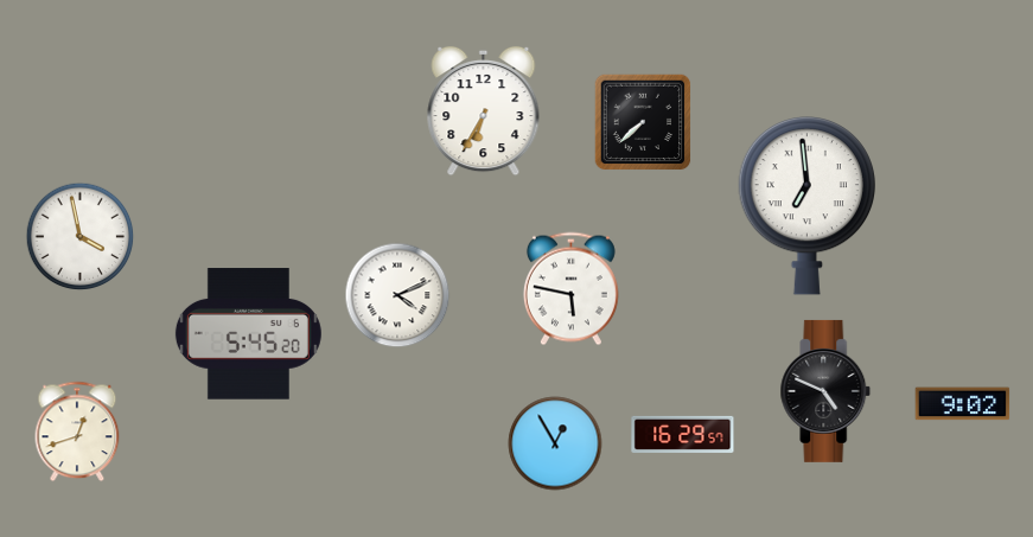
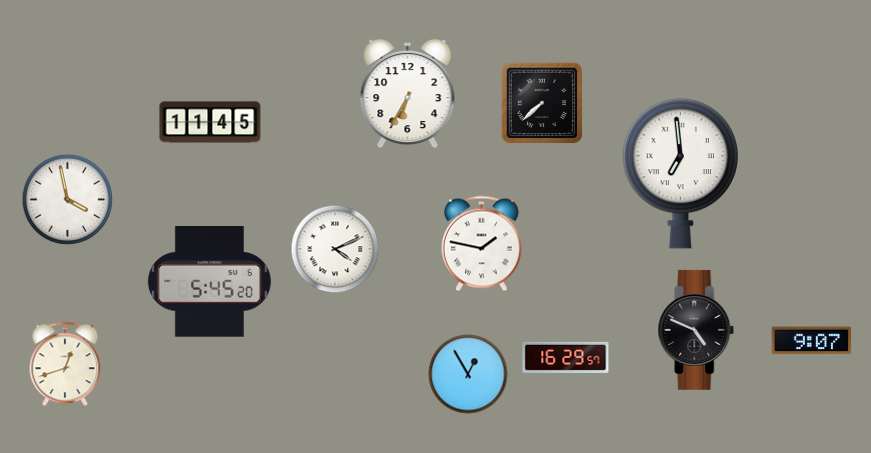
clock at (210, 122): none -> 11:45
clock at (570, 289): 5:47 -> 1:47
clock at (963, 404): 9:02 -> 9:07
clock at (683, 434) position: (683, 434) -> (566, 357)
